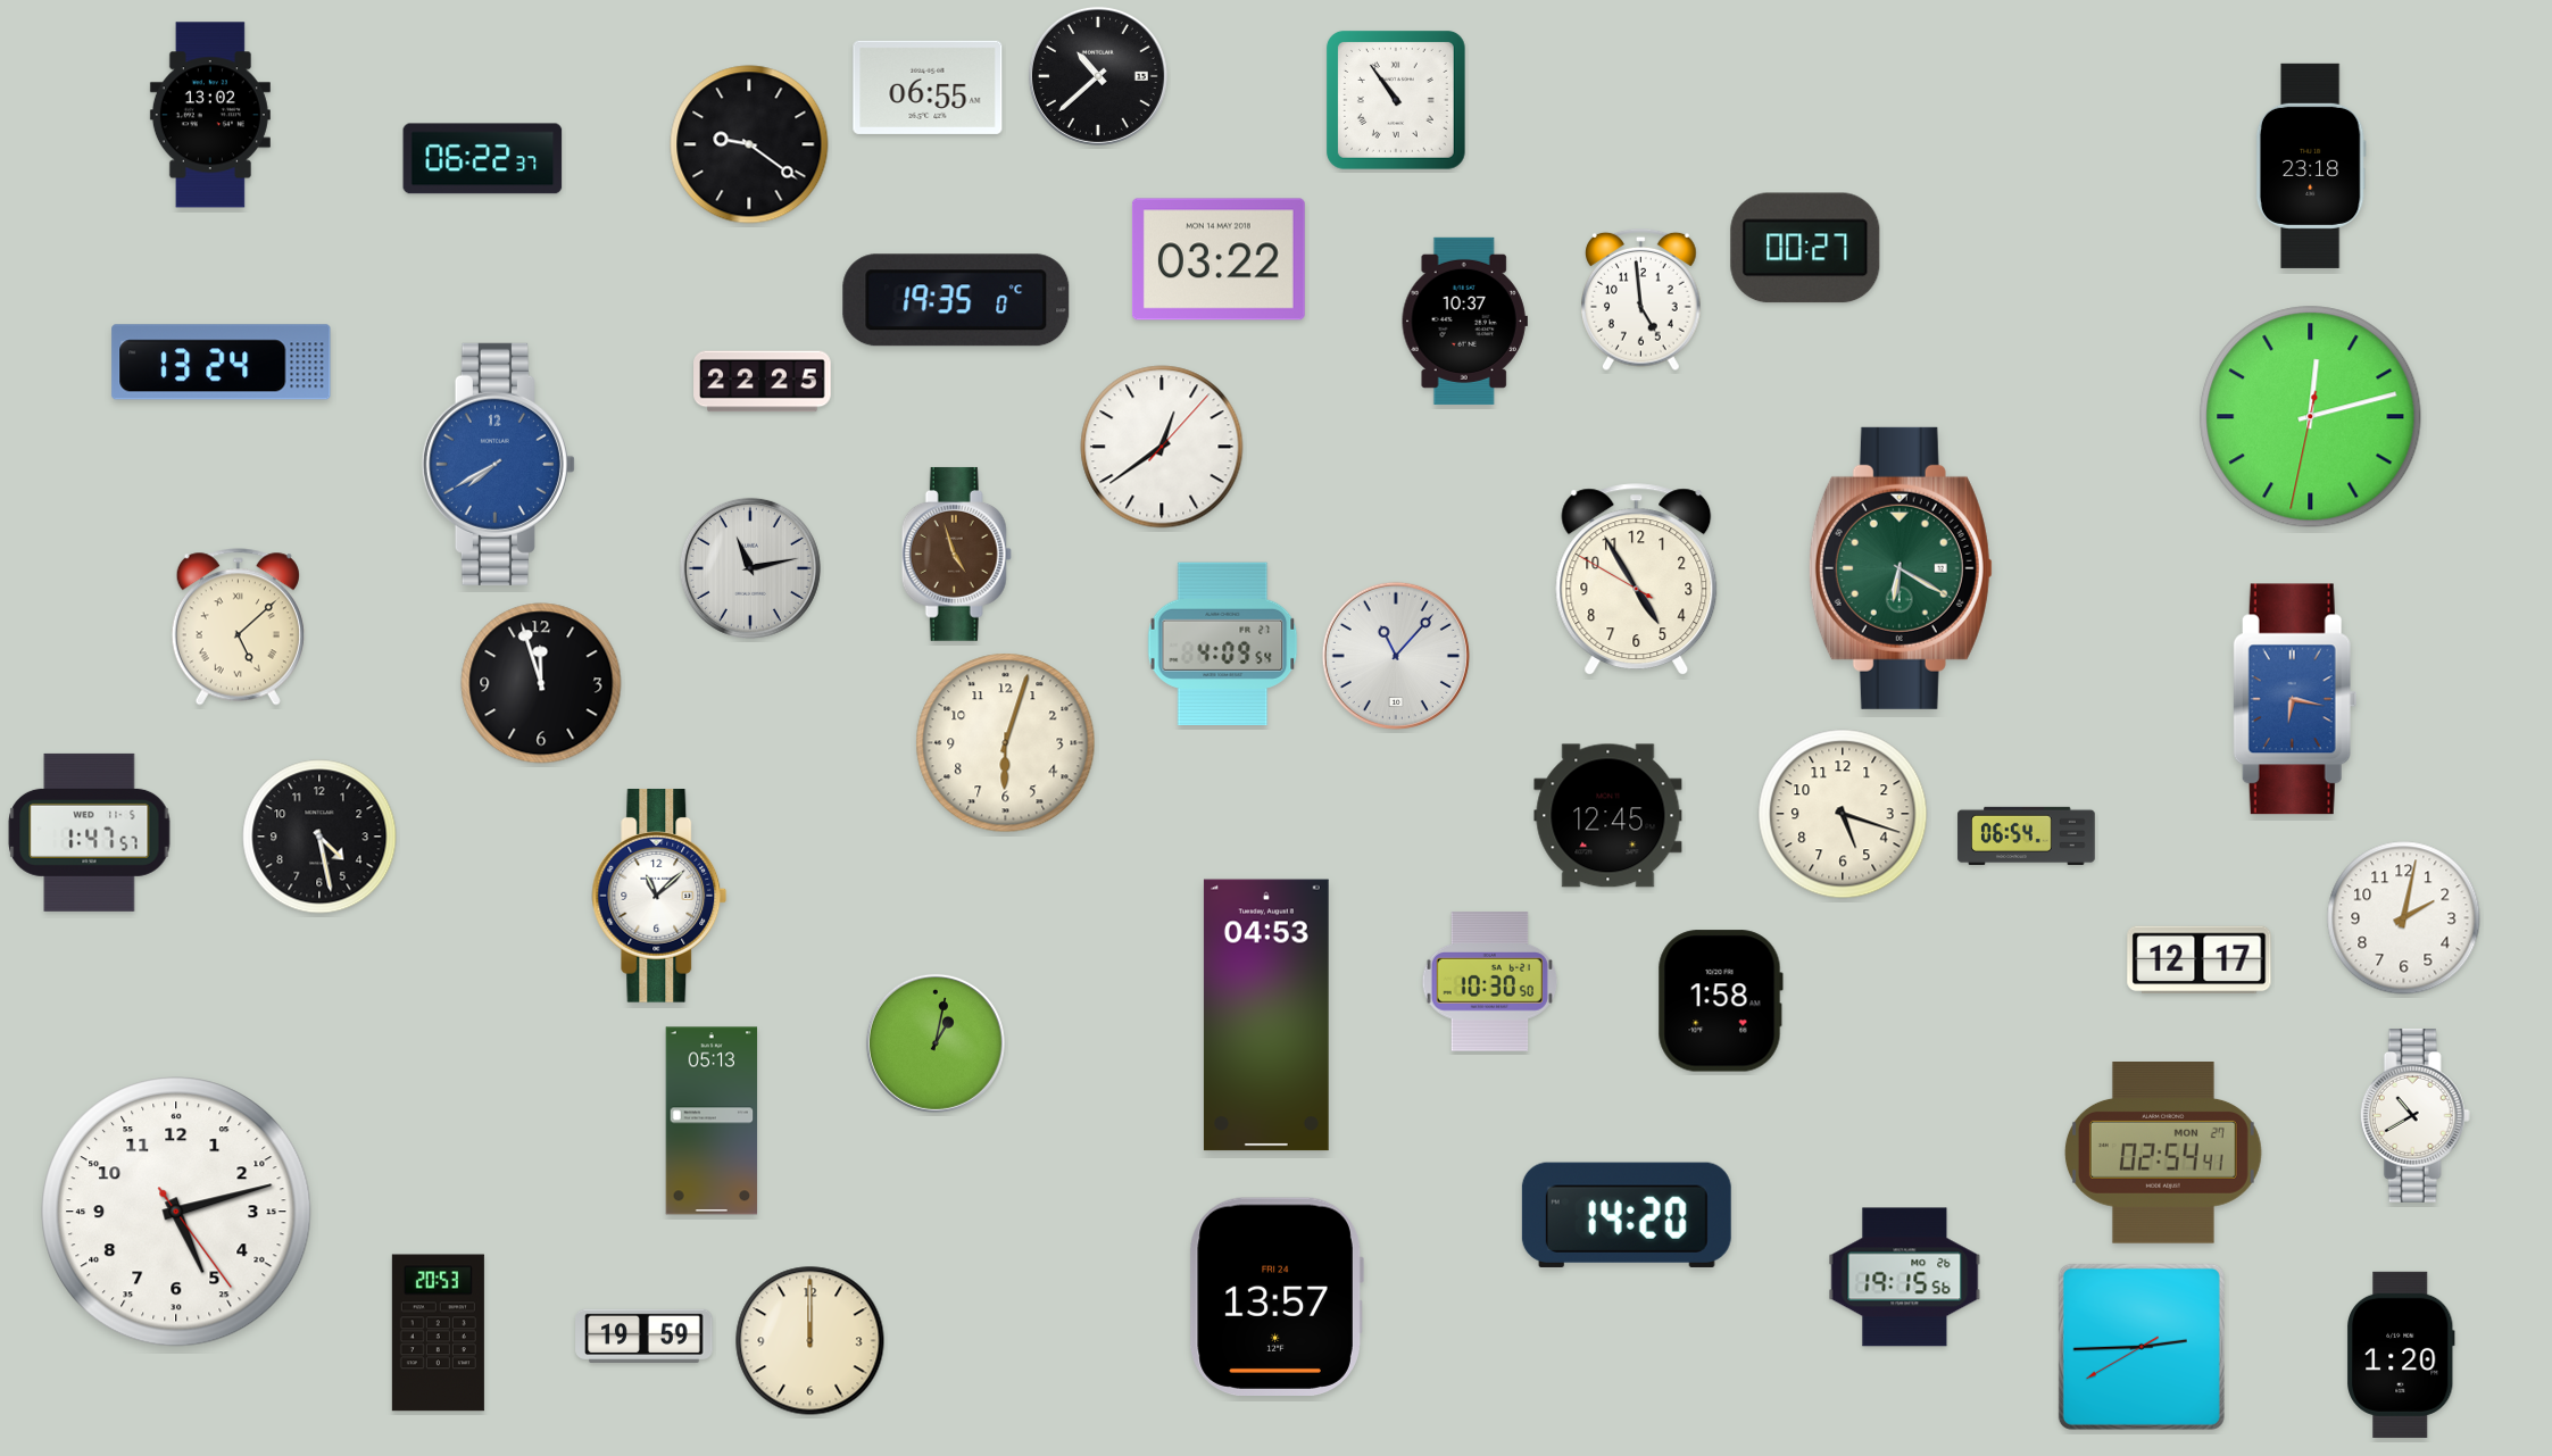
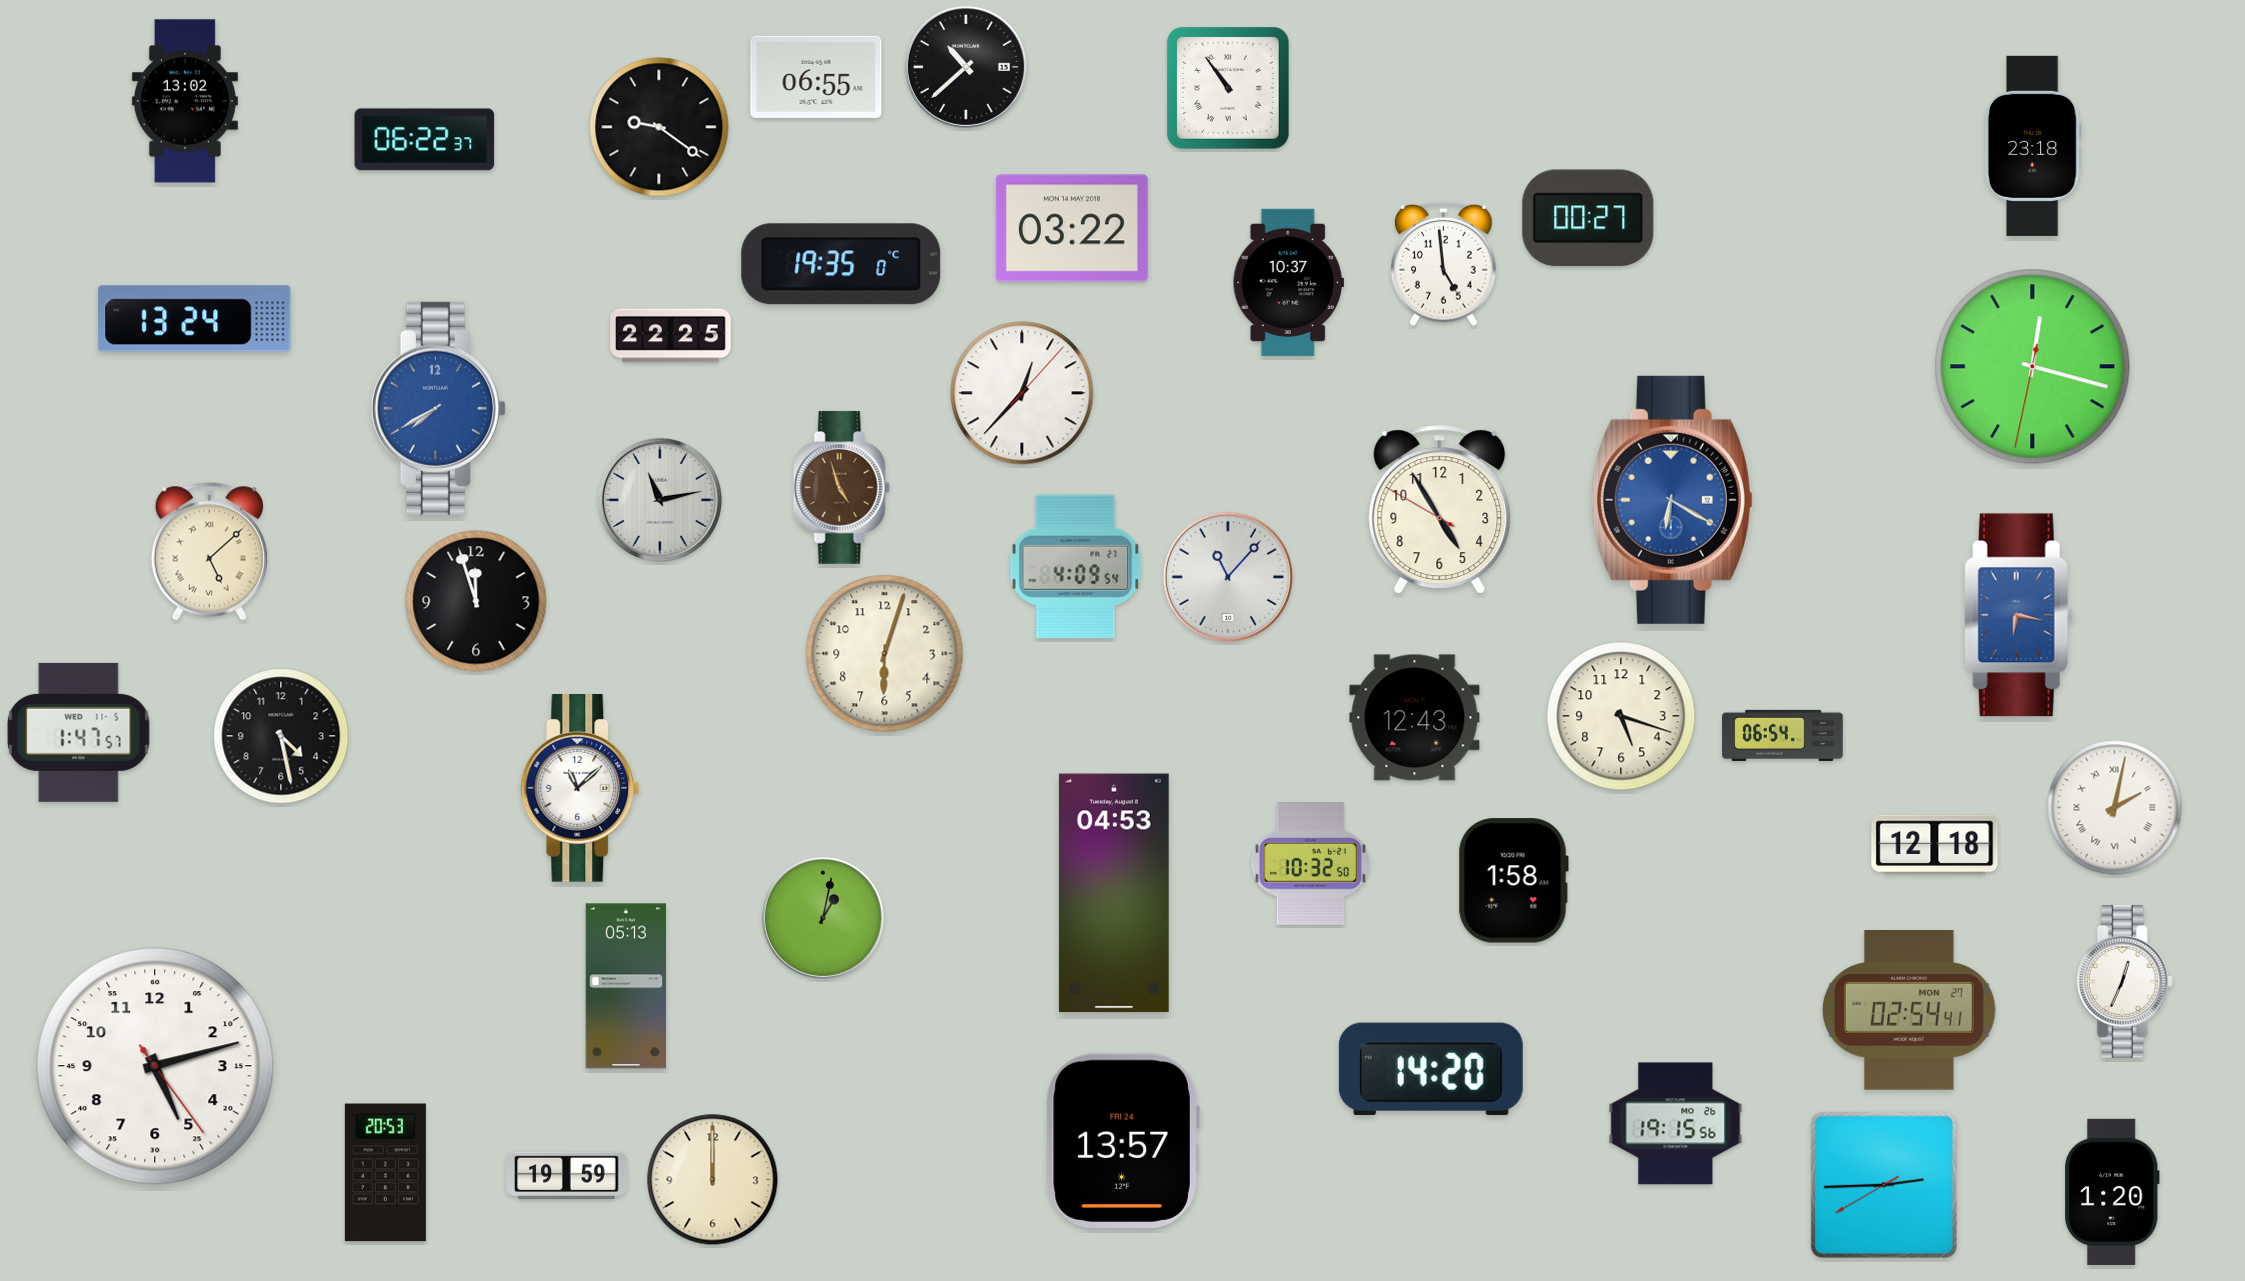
clock at (2311, 417): 12:12 -> 12:17
clock at (1162, 447): 12:39 -> 12:37
clock at (1901, 568) dial: green -> blue
clock at (1608, 816): 12:45 -> 12:43
clock at (2404, 918) numerals: Arabic -> Roman
clock at (2200, 960): 12:17 -> 12:18
clock at (1489, 982): 10:30 -> 10:32
clock at (2414, 1116): 10:40 -> 12:34
clock at (2163, 1153) position: (2163, 1153) -> (1909, 1010)
